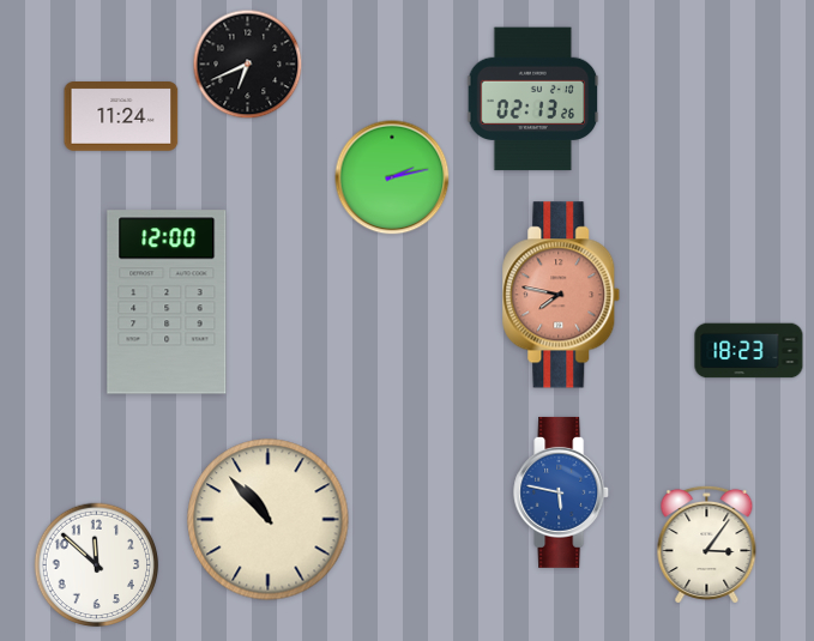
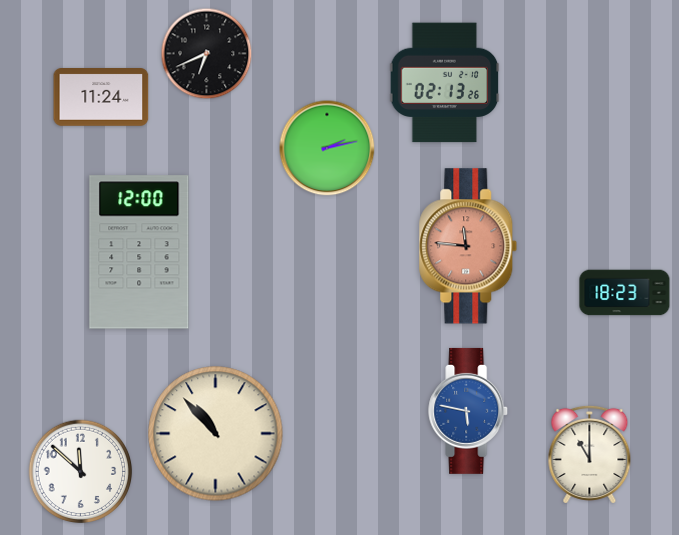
clock at (561, 295): 7:47 -> 11:46
clock at (269, 520) position: (269, 520) -> (216, 434)
clock at (707, 544): 3:06 -> 11:00
